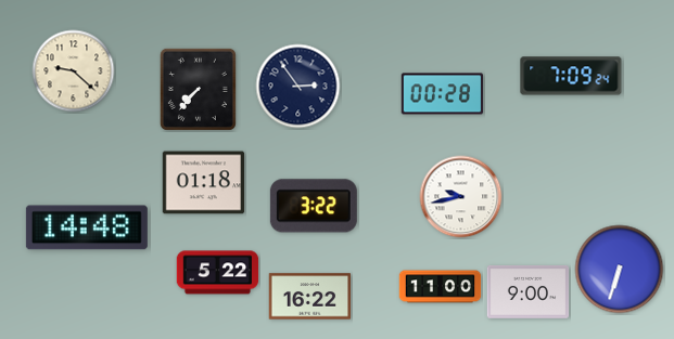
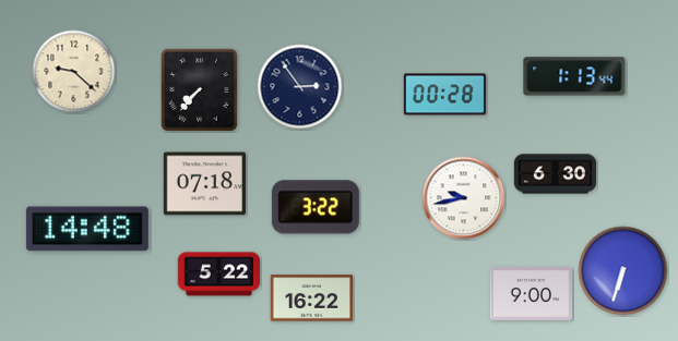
clock at (571, 76): 7:09 -> 1:13
clock at (556, 174): none -> 6:30
clock at (204, 183): 01:18 -> 07:18
clock at (441, 287): 11:00 -> none
